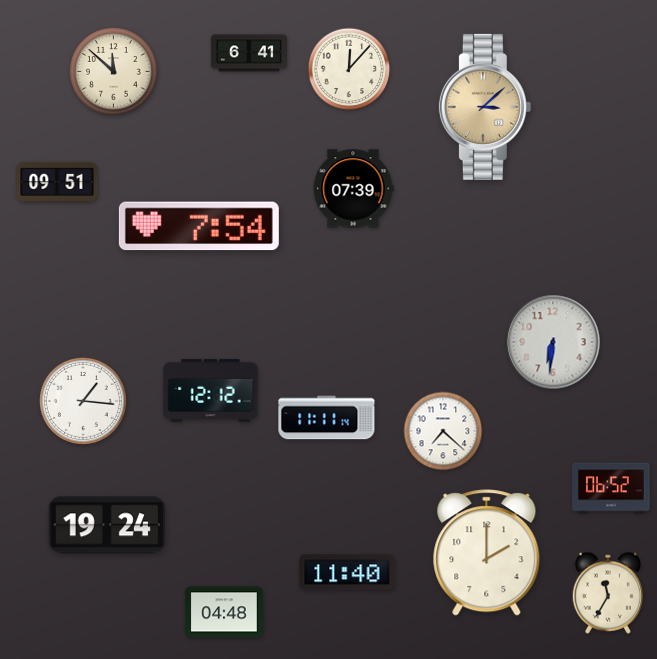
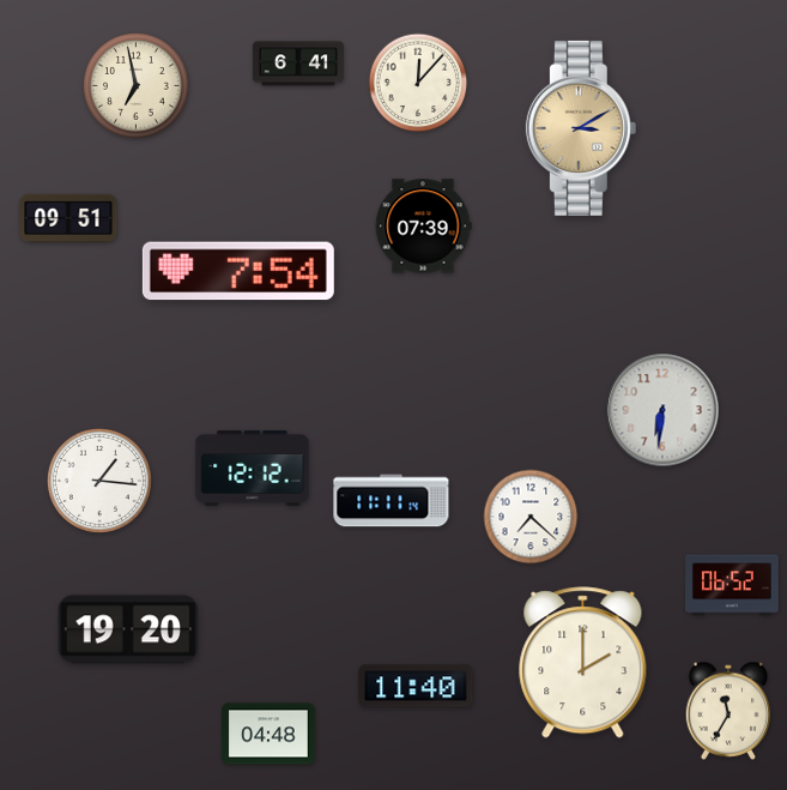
clock at (114, 72): 11:52 -> 6:58
clock at (485, 107): 3:08 -> 3:10
clock at (107, 525): 19:24 -> 19:20
